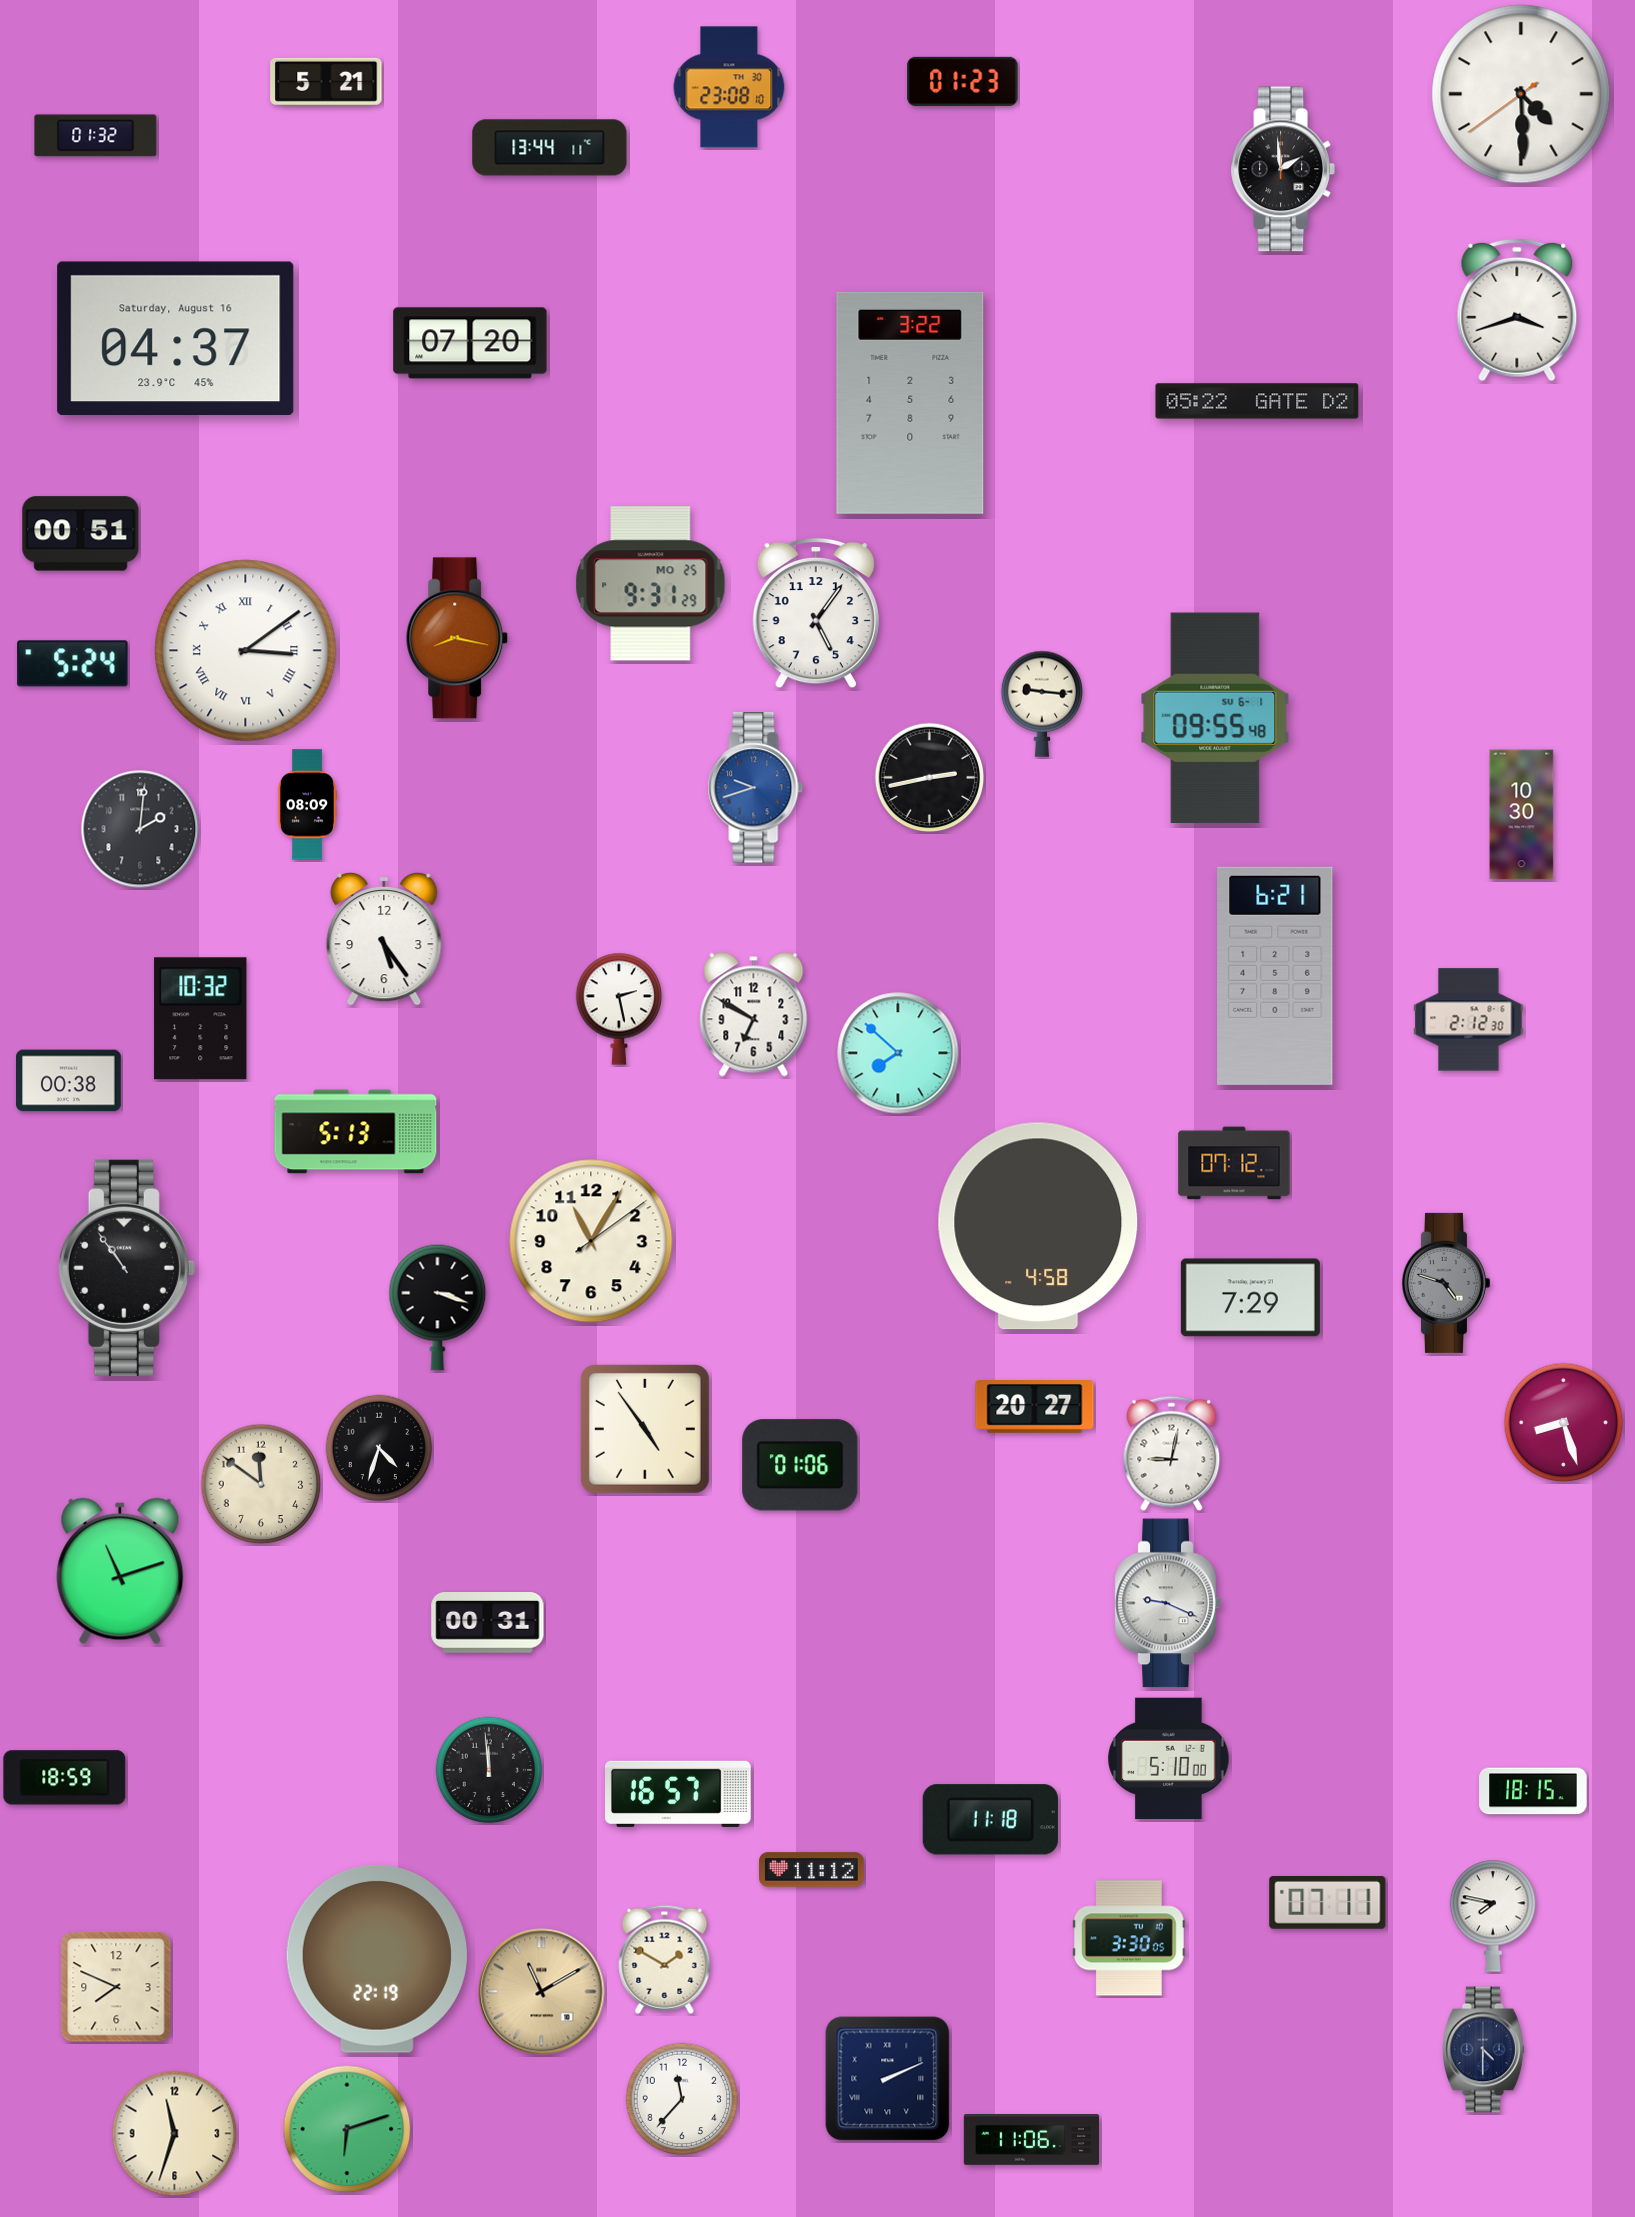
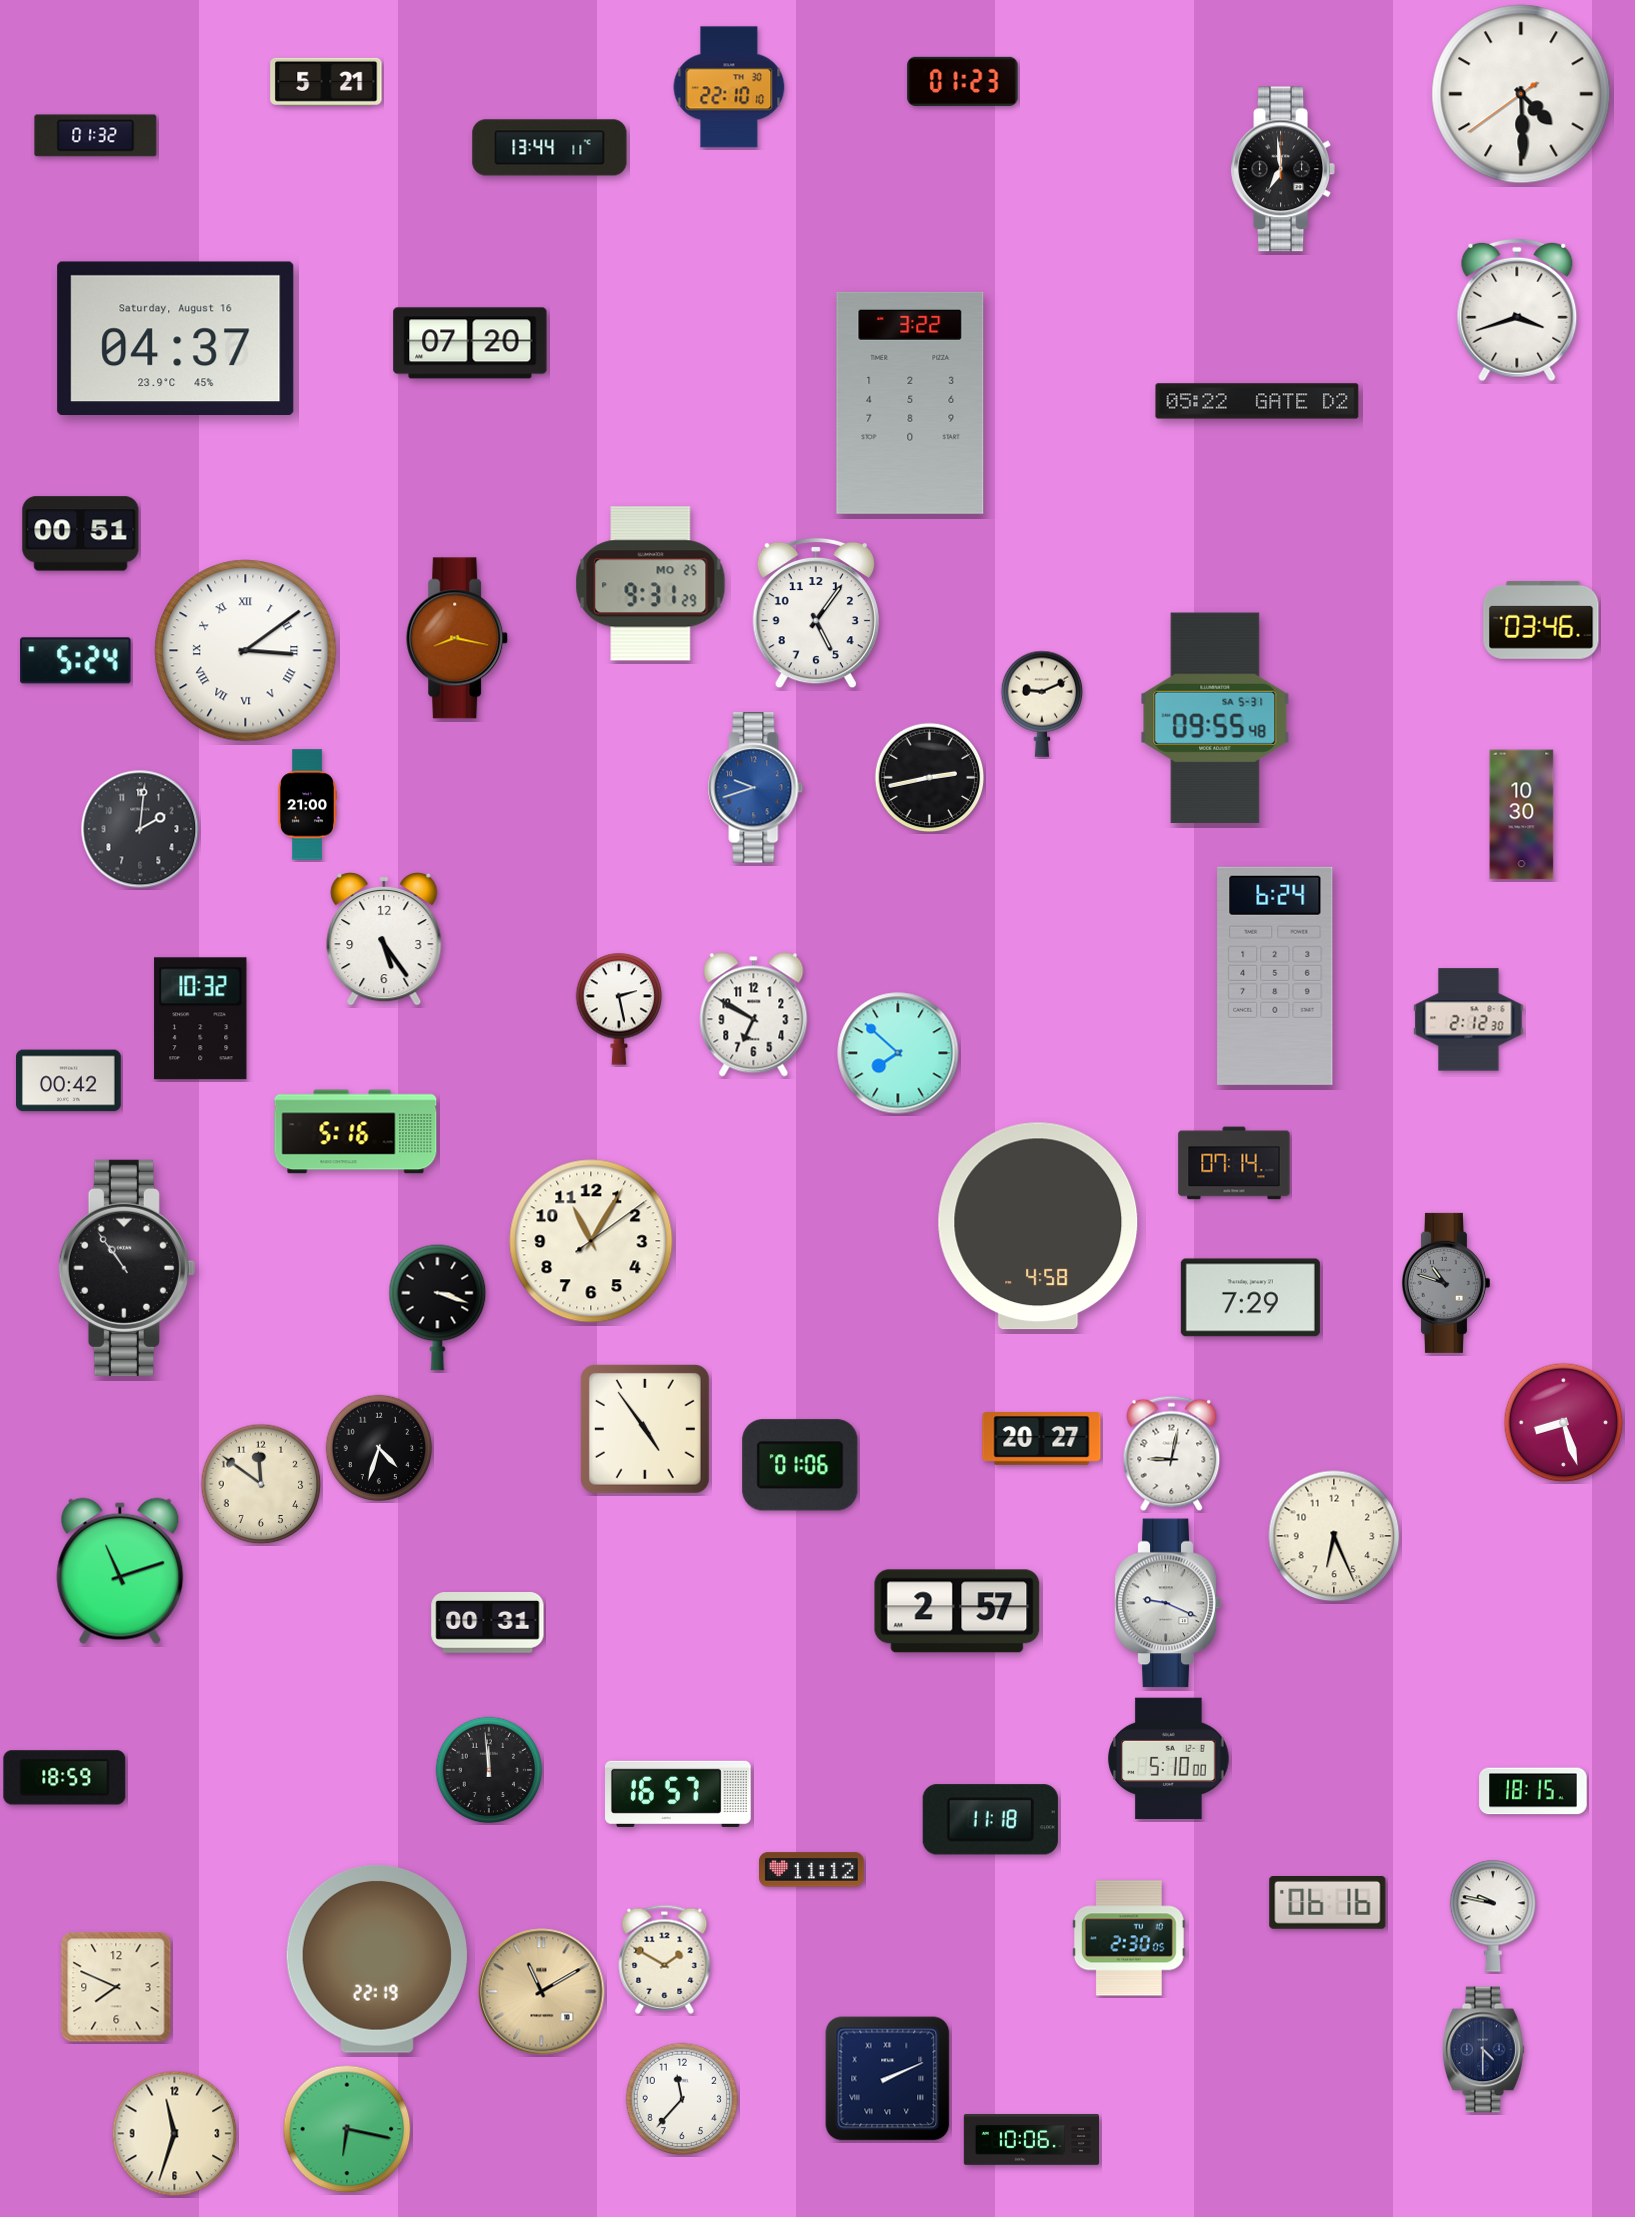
clock at (729, 87): 23:08 -> 22:10
clock at (1282, 169): 1:59 -> 6:59
clock at (1541, 620): none -> 03:46
clock at (73, 664) position: (73, 664) -> (76, 661)
clock at (1041, 704): 9:16 -> 9:11
clock at (1215, 718) date: SU 6-1 -> SA 5-31
clock at (307, 805): 08:09 -> 21:00
clock at (1275, 976): 6:21 -> 6:24
clock at (69, 1081): 00:38 -> 00:42
clock at (356, 1132): 5:13 -> 5:16
clock at (1234, 1163): 07:12 -> 07:14
clock at (1445, 1283): 4:48 -> 10:48
clock at (1035, 1407) position: (1035, 1407) -> (1042, 1439)
clock at (1334, 1536): none -> 6:26
clock at (957, 1611): none -> 2:57
clock at (1328, 1903): 07:11 -> 06:16
clock at (1493, 1916): 7:47 -> 9:47
clock at (1129, 1938): 3:30 -> 2:30
clock at (347, 2129): 6:12 -> 6:17
clock at (1032, 2140): 11:06 -> 10:06
